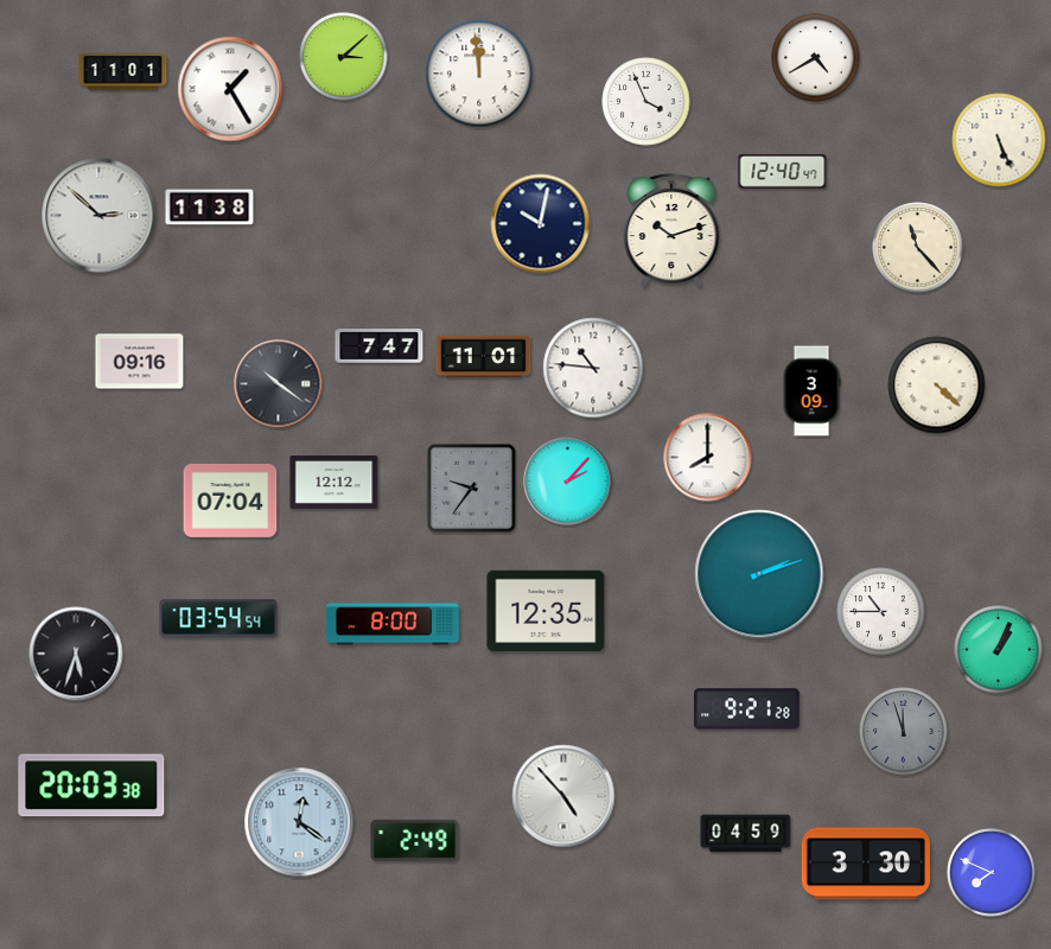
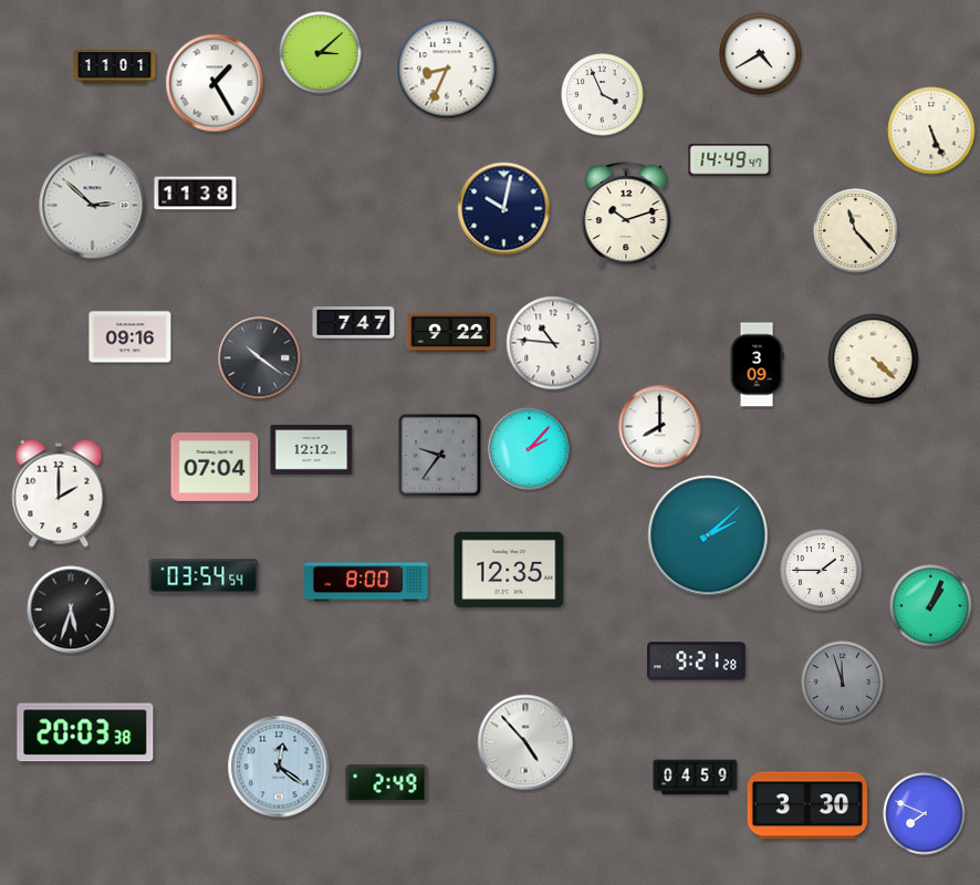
clock at (479, 74): 11:59 -> 8:34
clock at (783, 172): 12:40 -> 14:49
clock at (100, 216) position: (100, 216) -> (93, 206)
clock at (484, 357): 11:01 -> 9:22
clock at (59, 493): none -> 2:00
clock at (759, 574): 2:12 -> 2:08
clock at (881, 612): 10:45 -> 1:45
